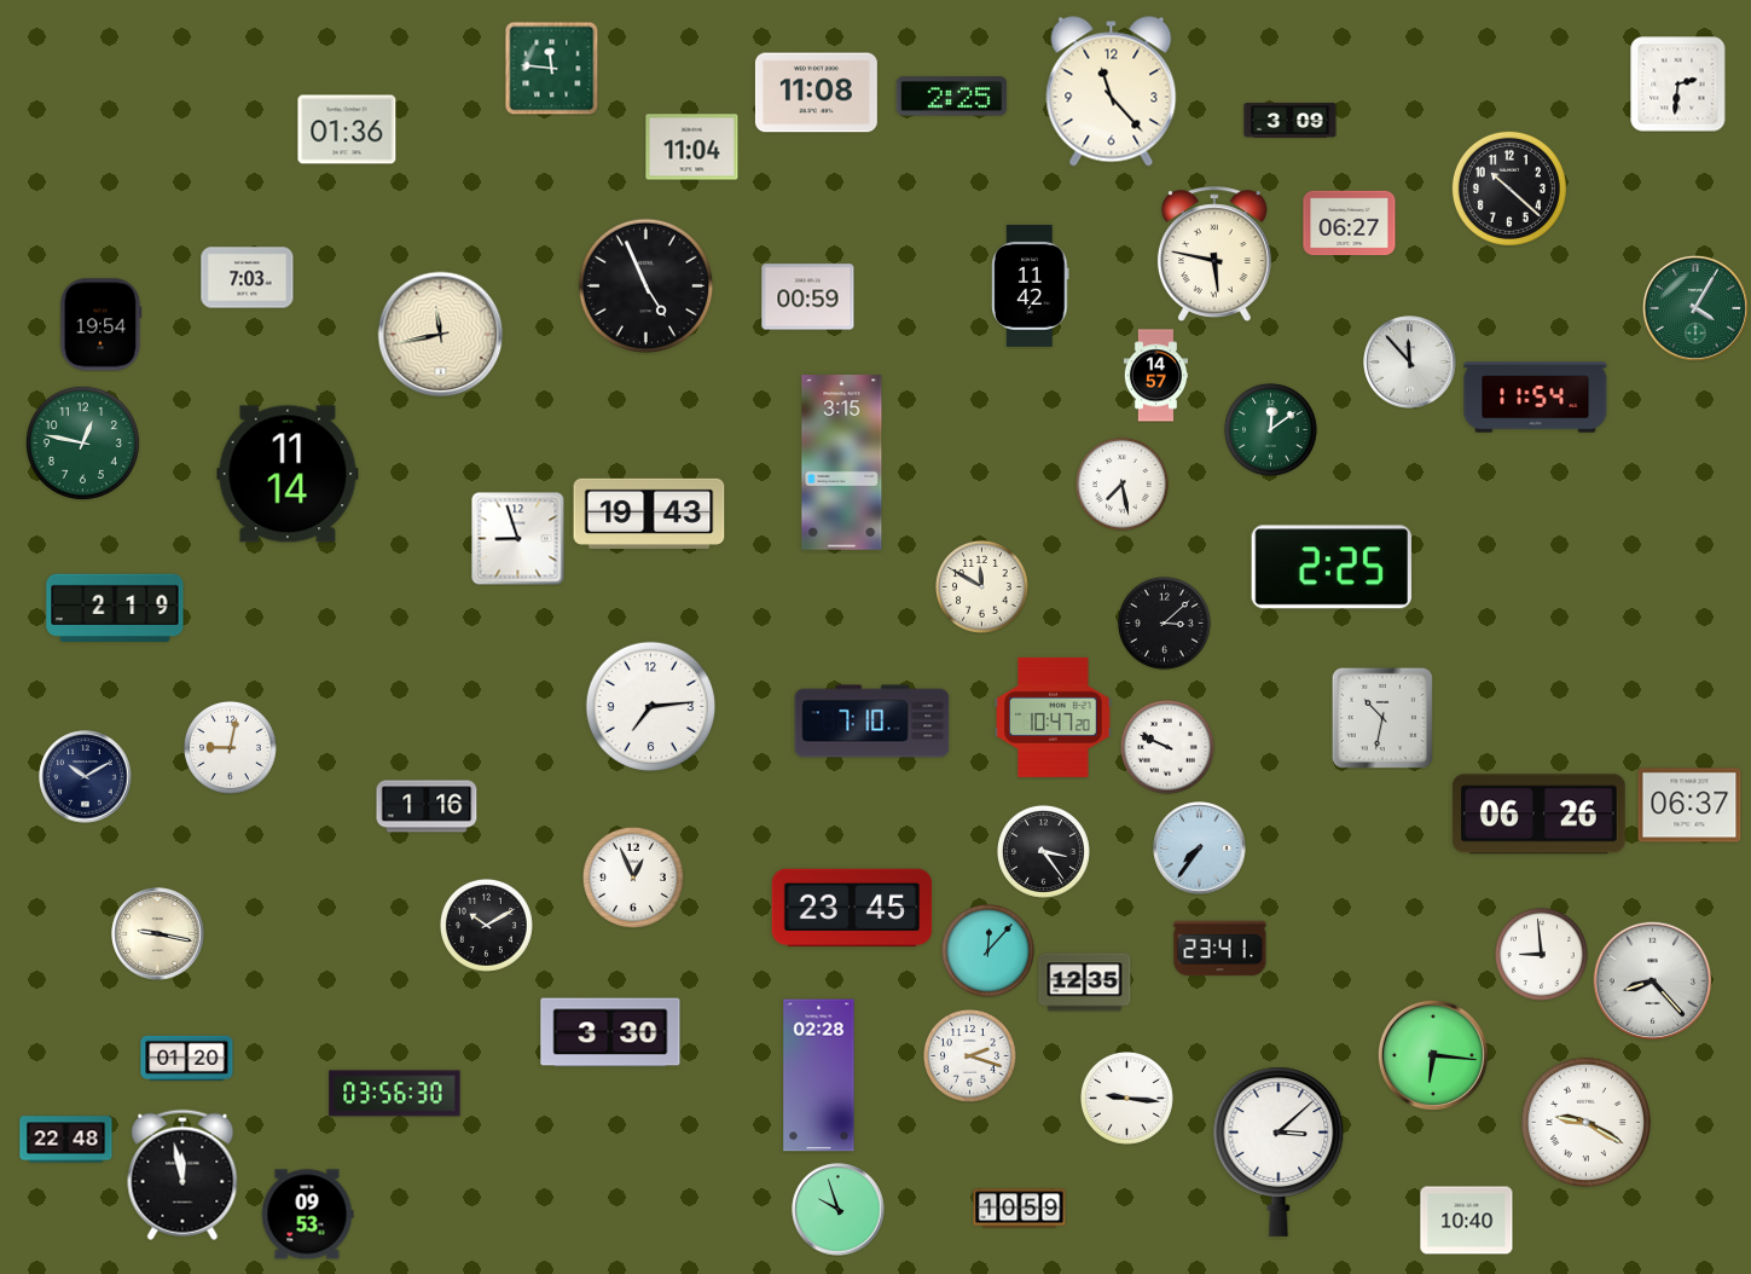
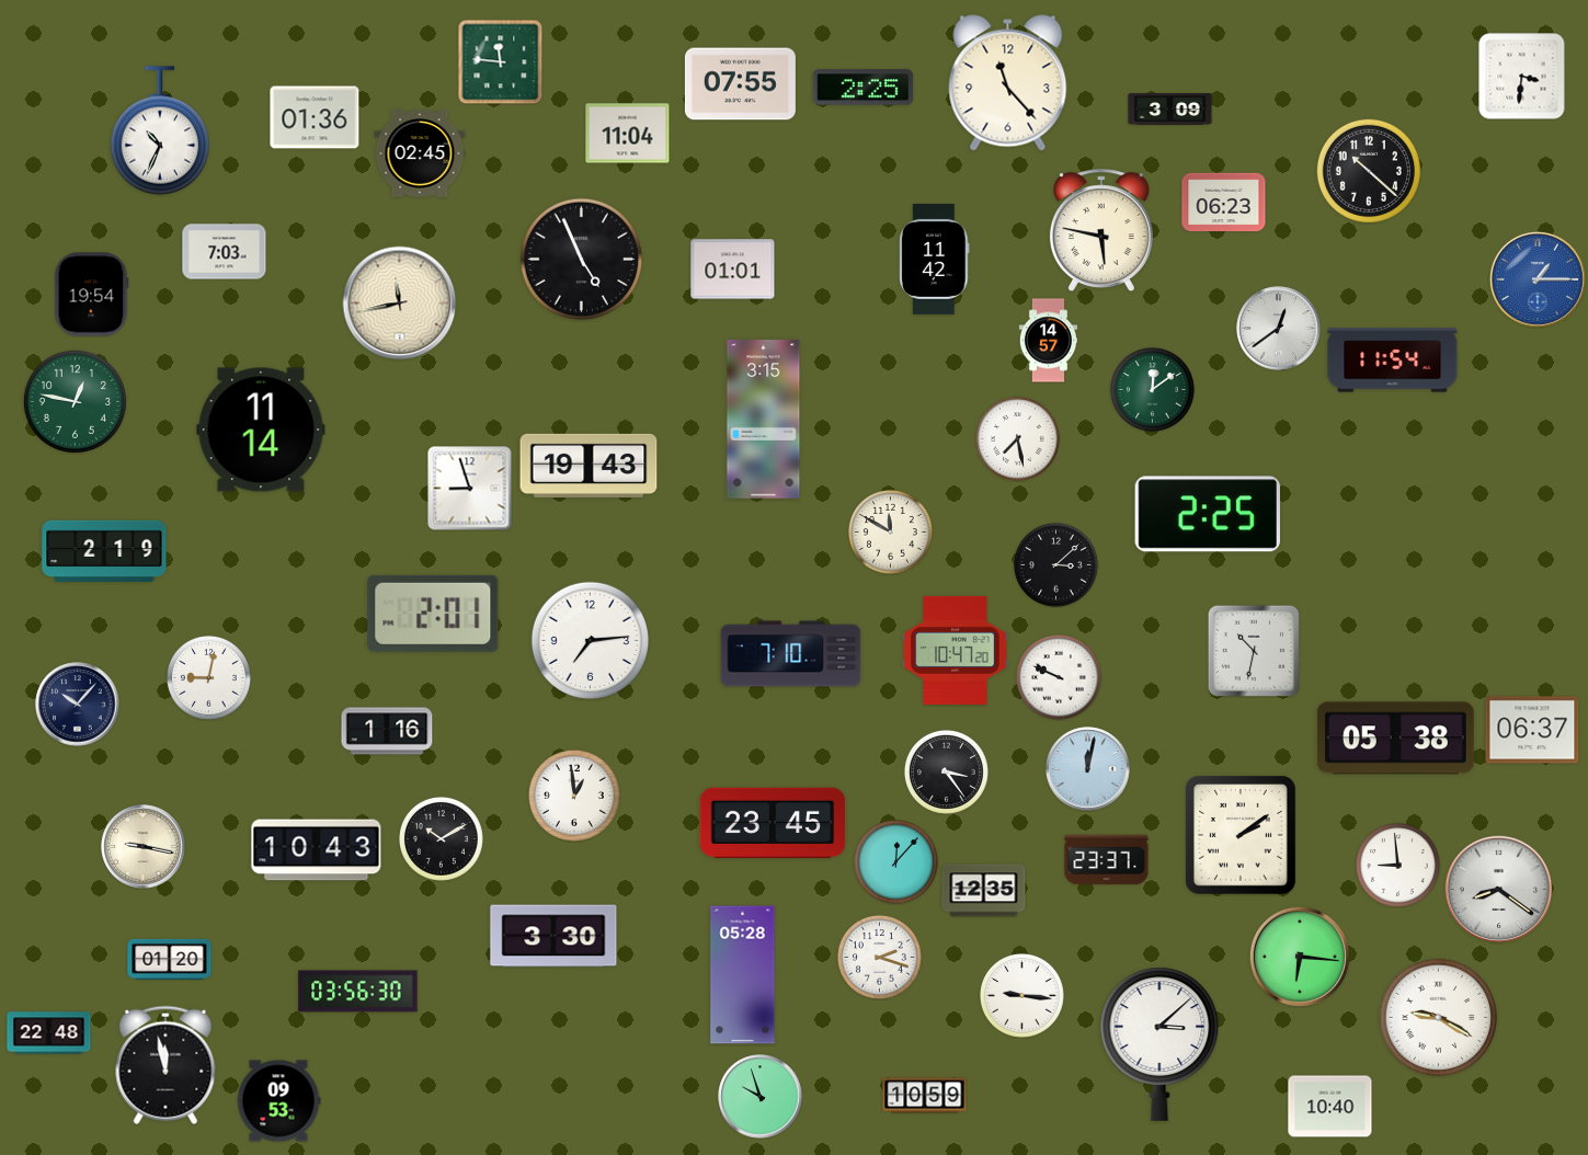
clock at (1678, 85): 2:31 -> 3:31
clock at (816, 93): 11:08 -> 07:55
clock at (160, 130): none -> 10:34
clock at (420, 155): none -> 02:45
clock at (1350, 224): 06:27 -> 06:23
clock at (647, 286) position: (647, 286) -> (582, 260)
clock at (808, 297): 00:59 -> 01:01
clock at (1695, 308): 4:05 -> 1:15
clock at (1695, 308) dial: green -> blue
clock at (1410, 363): 11:53 -> 12:39
clock at (433, 614): none -> 2:01
clock at (86, 777): 10:10 -> 10:07
clock at (1538, 815): 06:26 -> 05:38
clock at (1200, 849): 7:36 -> 12:02
clock at (633, 878): 12:56 -> 12:59
clock at (1241, 835): none -> 2:09
clock at (317, 850): none -> 10:43
clock at (1221, 949): 23:41 -> 23:37
clock at (1653, 981): 8:23 -> 8:21
clock at (819, 1076): 02:28 -> 05:28
clock at (66, 1140) position: (66, 1140) -> (49, 1033)
